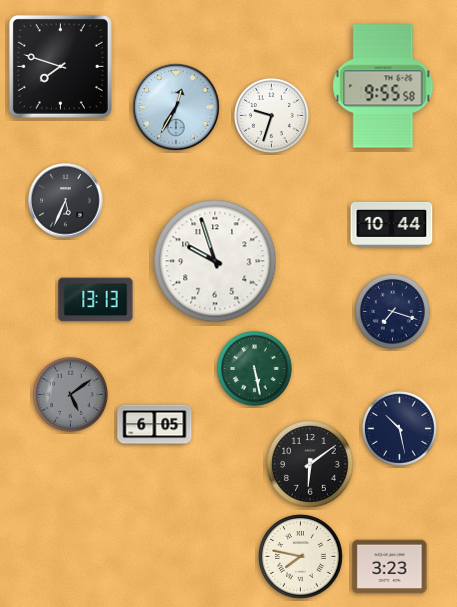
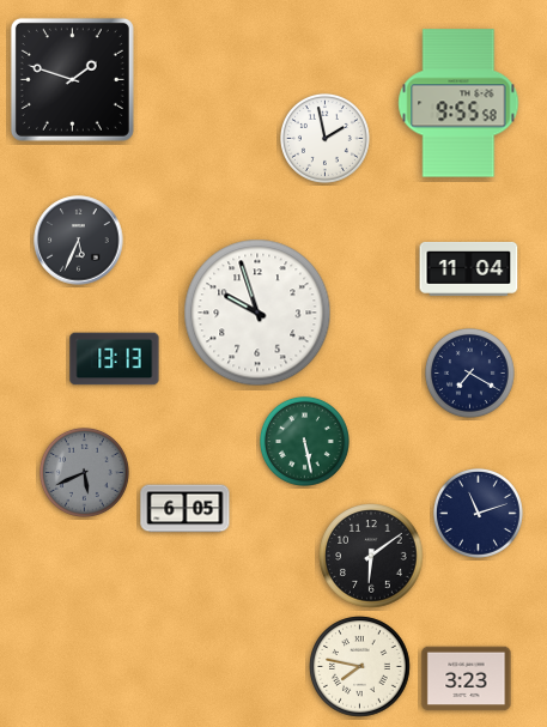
clock at (60, 66): 7:48 -> 1:48
clock at (176, 107): 12:35 -> none
clock at (271, 115): 9:33 -> 1:58
clock at (392, 224): 10:44 -> 11:04
clock at (392, 311): 7:18 -> 7:20
clock at (70, 394): 5:09 -> 5:41
clock at (399, 428): 10:28 -> 11:12
